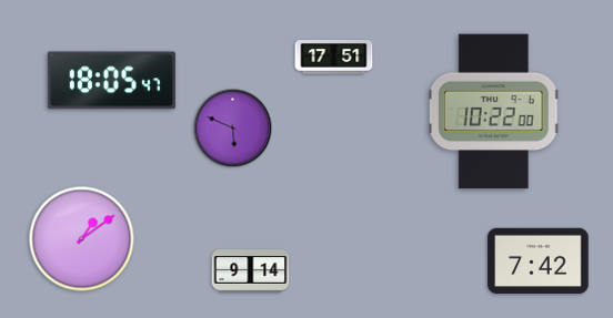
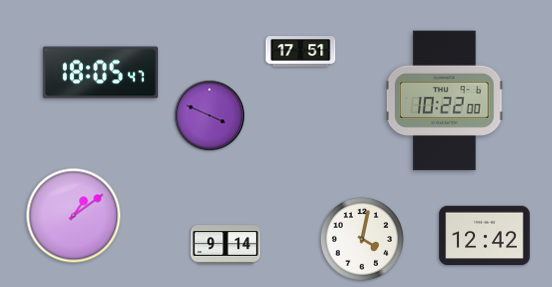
clock at (233, 129): 5:49 -> 3:49
clock at (539, 261): 7:42 -> 12:42
clock at (362, 239): none -> 4:02
